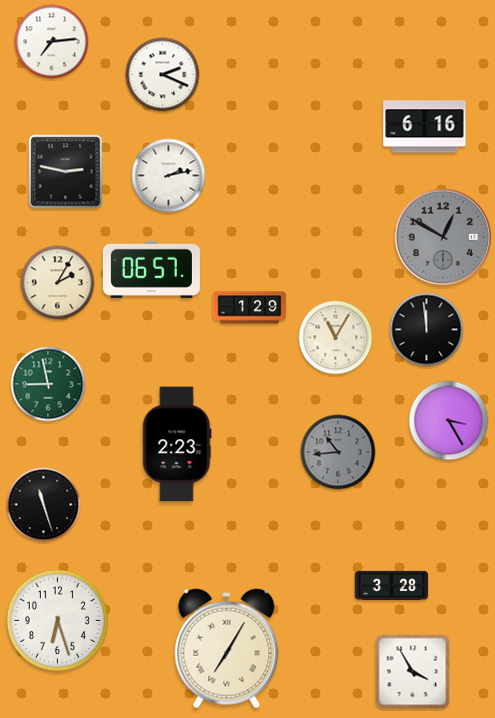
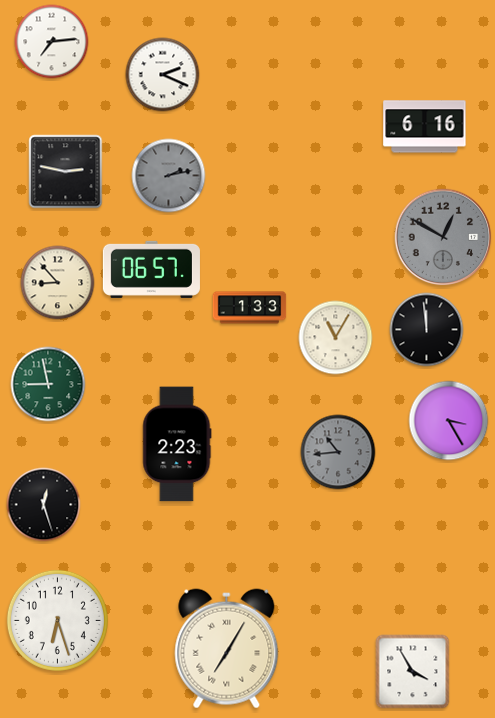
clock at (169, 176) dial: white -> grey
clock at (58, 283): 2:05 -> 8:53
clock at (250, 308): 1:29 -> 1:33
clock at (44, 505): 11:27 -> 12:27
clock at (392, 585): 3:28 -> none
